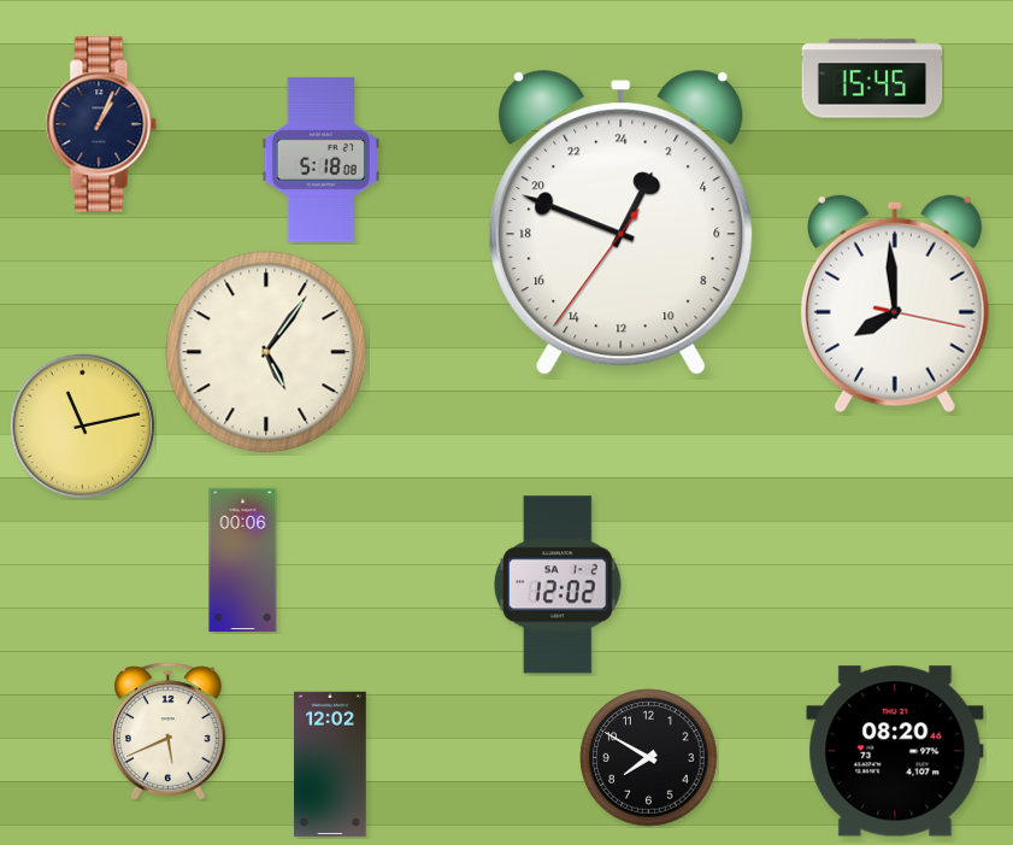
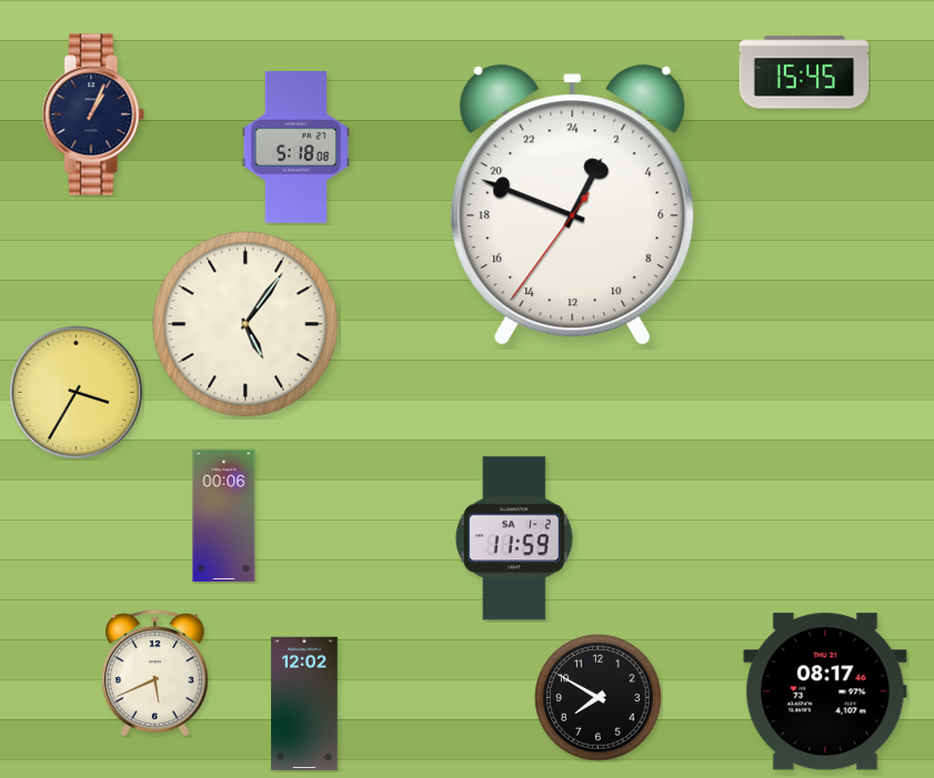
clock at (895, 304): 7:59 -> none
clock at (83, 427): 11:13 -> 3:35
clock at (558, 585): 12:02 -> 11:59
clock at (895, 751): 08:20 -> 08:17
